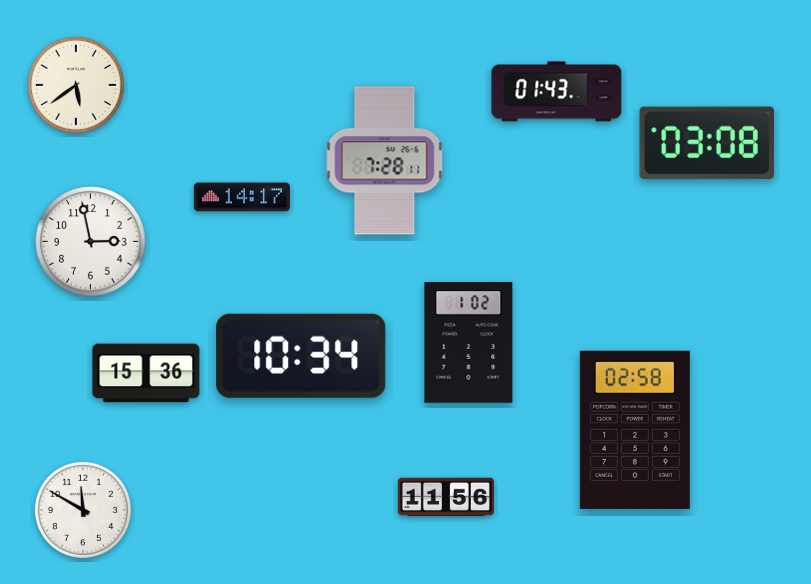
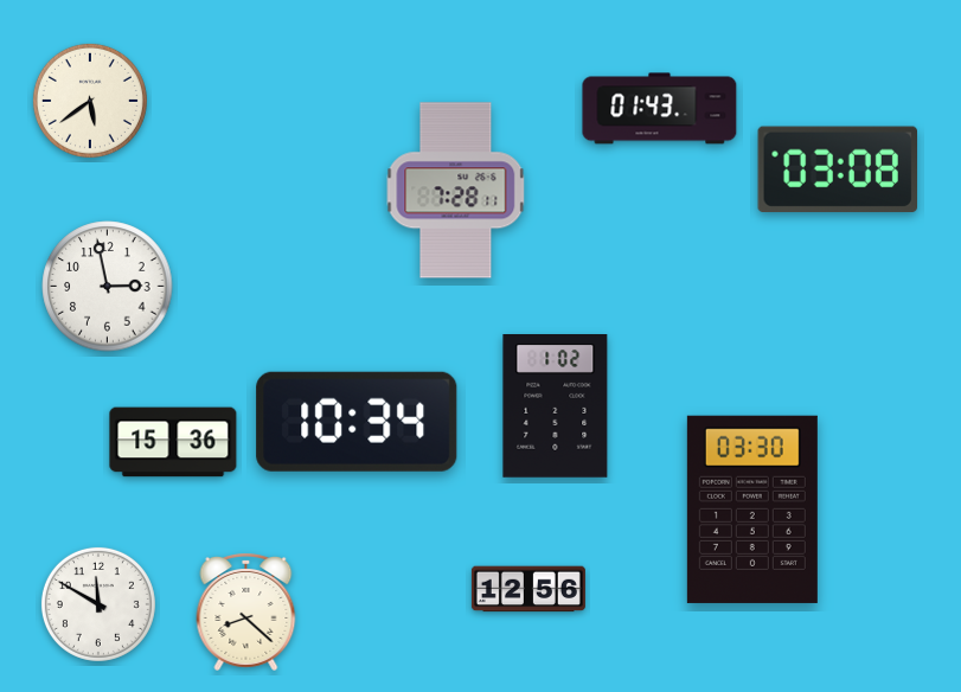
clock at (242, 197): 14:17 -> none
clock at (635, 430): 02:58 -> 03:30
clock at (446, 497): 11:56 -> 12:56
clock at (246, 613): none -> 8:22
